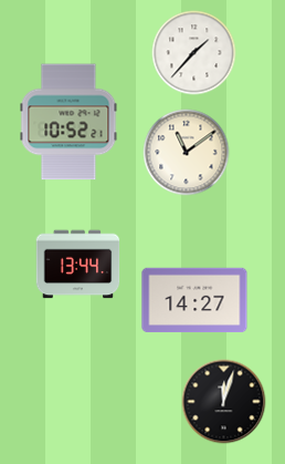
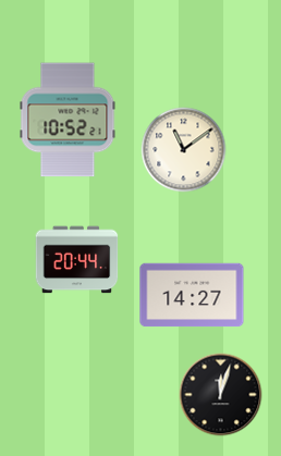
clock at (194, 53): 1:37 -> none
clock at (78, 265): 13:44 -> 20:44
